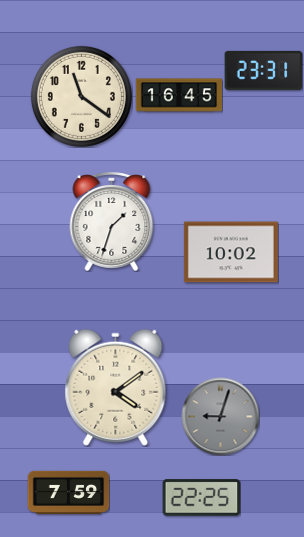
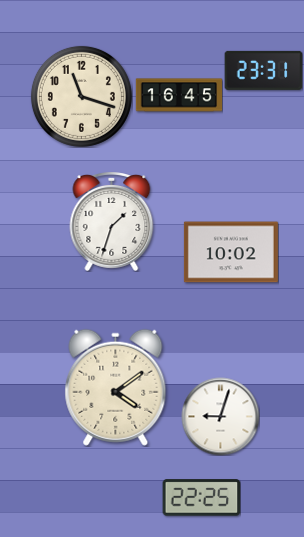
clock at (81, 96): 11:21 -> 11:18
clock at (220, 416) dial: grey -> white
clock at (68, 492): 7:59 -> none
